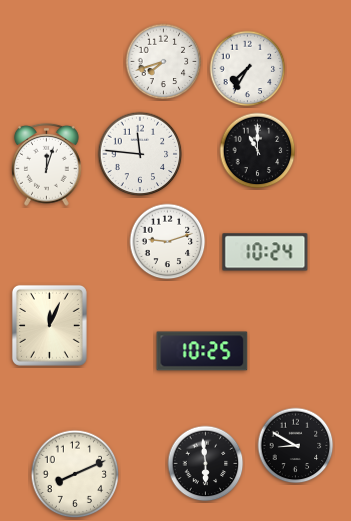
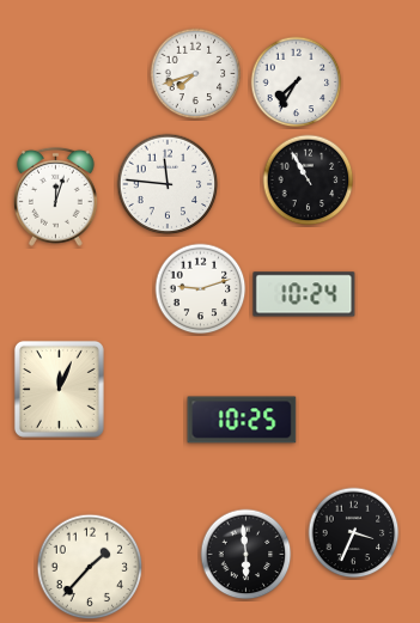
clock at (258, 151): 11:00 -> 10:55
clock at (265, 252) position: (265, 252) -> (304, 294)
clock at (296, 446): 8:50 -> 3:34
clock at (75, 474): 8:11 -> 1:37
